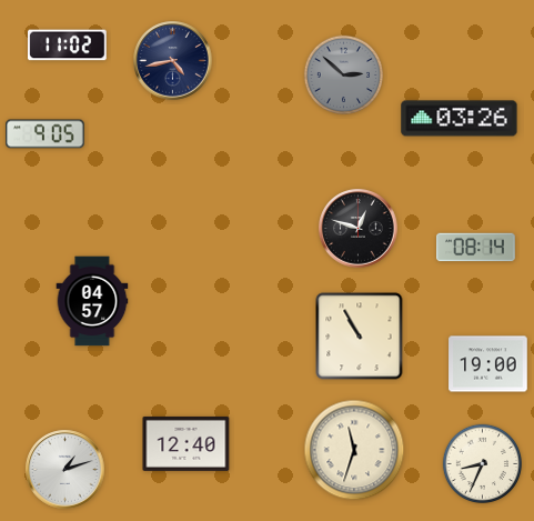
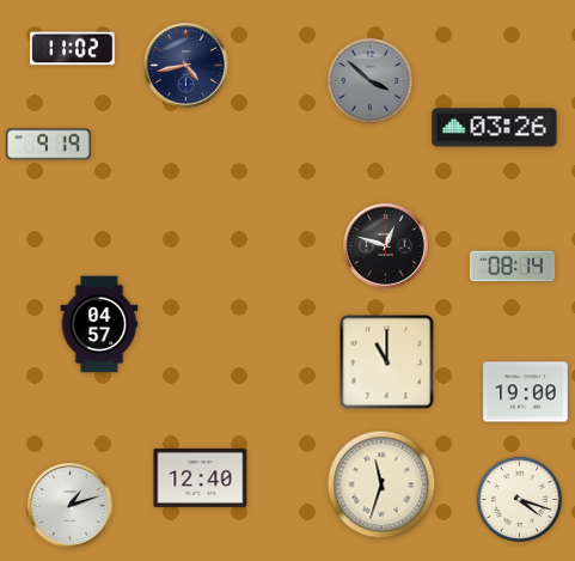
clock at (343, 74): 2:52 -> 3:52
clock at (46, 134): 9:05 -> 9:19
clock at (360, 337): 10:55 -> 11:00
clock at (482, 463): 8:34 -> 4:18
